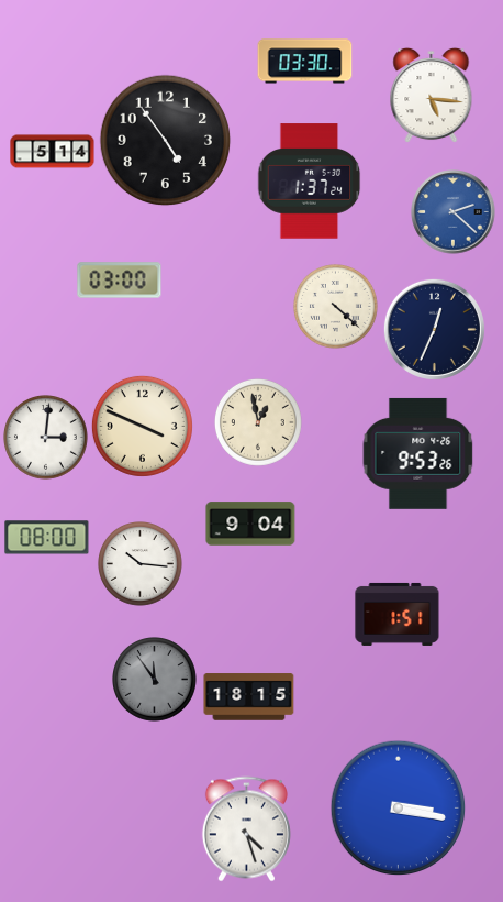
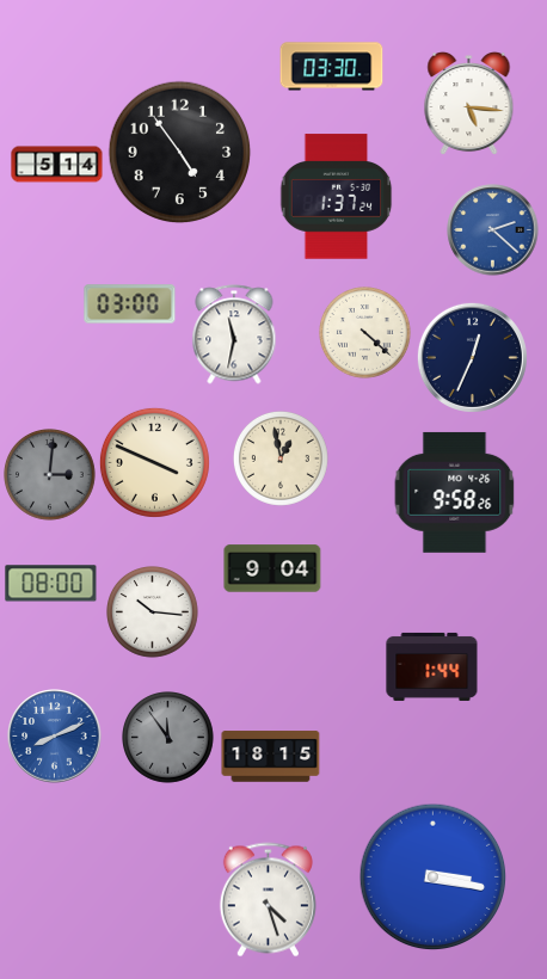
clock at (234, 334): none -> 11:32
clock at (46, 438) dial: white -> grey
clock at (418, 453): 9:53 -> 9:58
clock at (398, 614): 1:51 -> 1:44
clock at (55, 737): none -> 8:11
